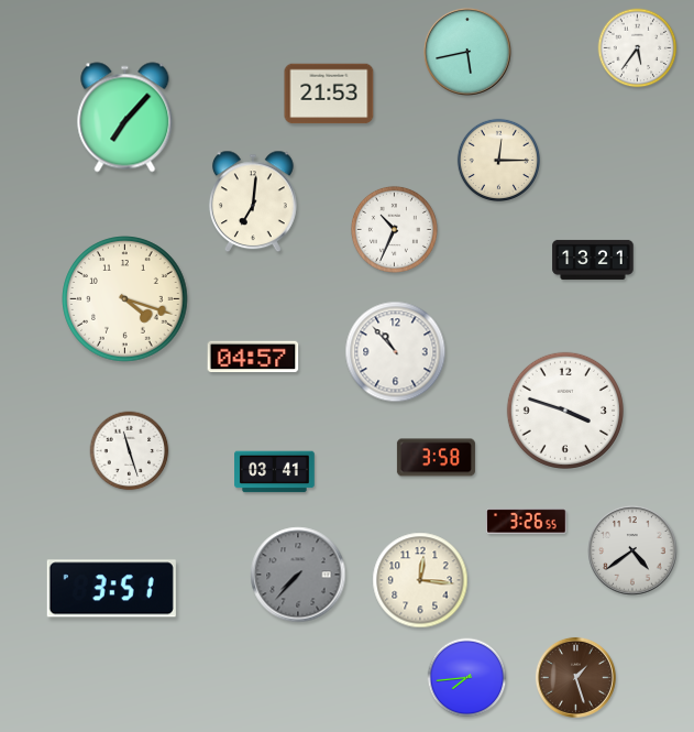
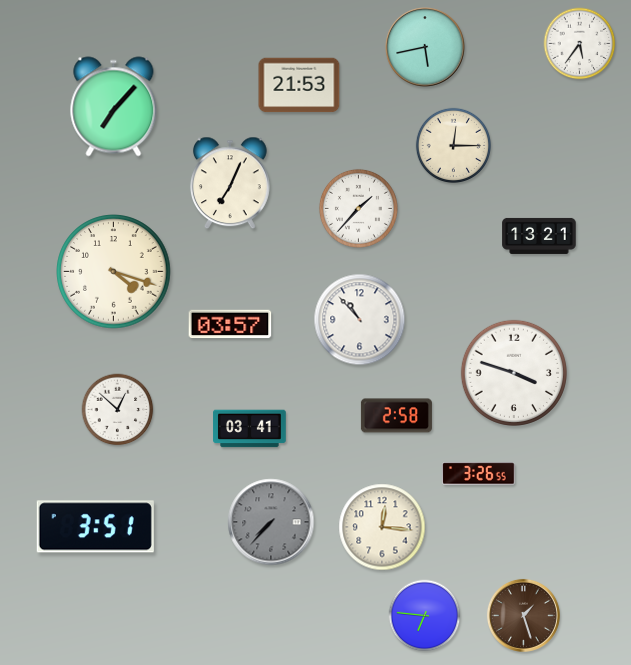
clock at (253, 201): 7:01 -> 7:04
clock at (394, 229): 10:34 -> 1:37
clock at (253, 357): 04:57 -> 03:57
clock at (130, 451): 11:27 -> 12:52
clock at (436, 458): 3:58 -> 2:58
clock at (632, 550): 4:39 -> none
clock at (111, 589) position: (111, 589) -> (95, 527)
clock at (467, 678): 7:44 -> 6:46
